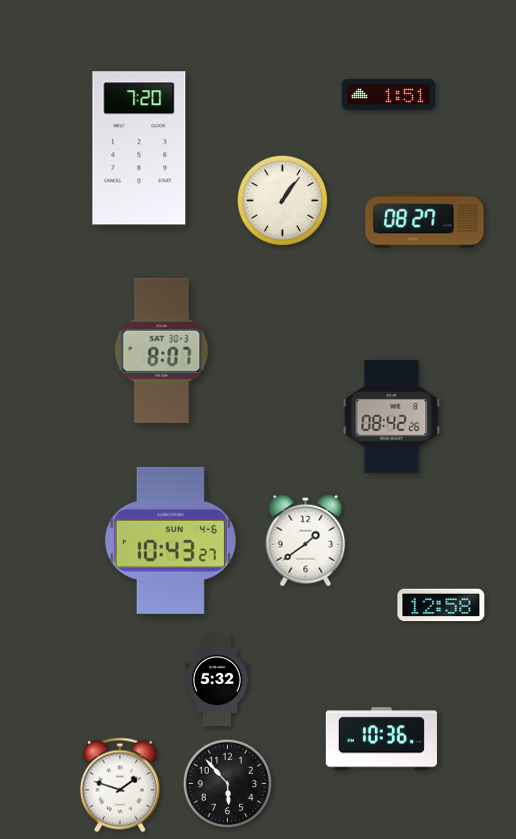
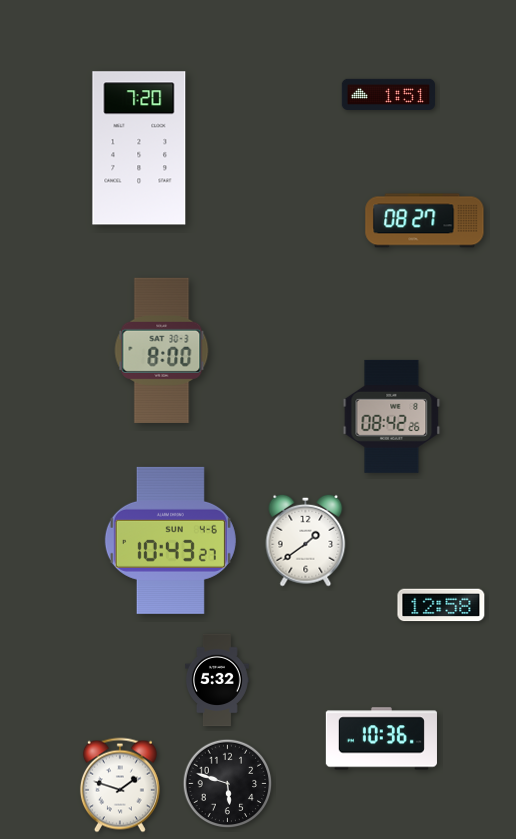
clock at (282, 200): 1:06 -> none
clock at (162, 350): 8:07 -> 8:00
clock at (228, 784): 5:53 -> 5:48
